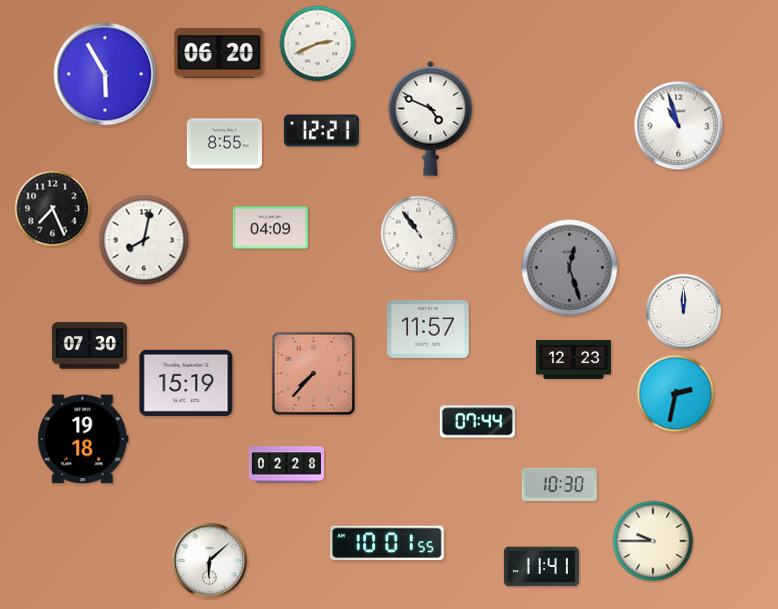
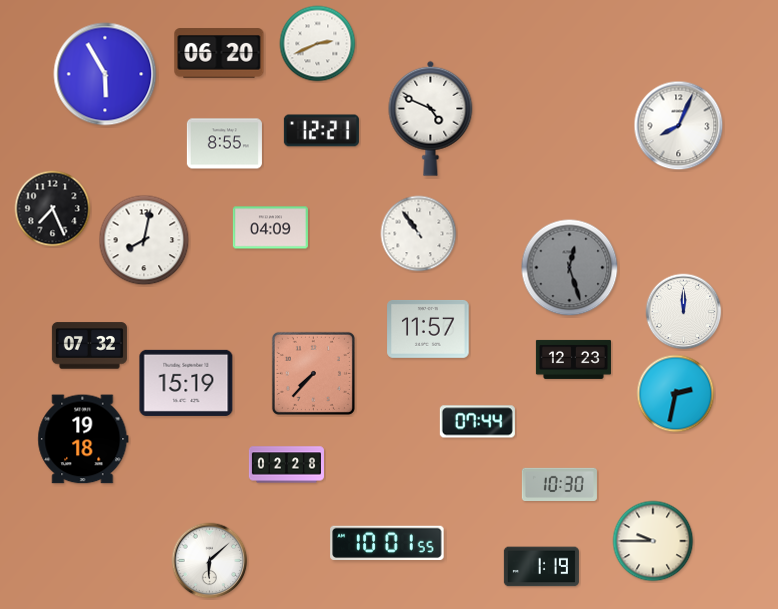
clock at (679, 126): 10:57 -> 8:04
clock at (89, 346): 07:30 -> 07:32
clock at (541, 567): 11:41 -> 1:19
